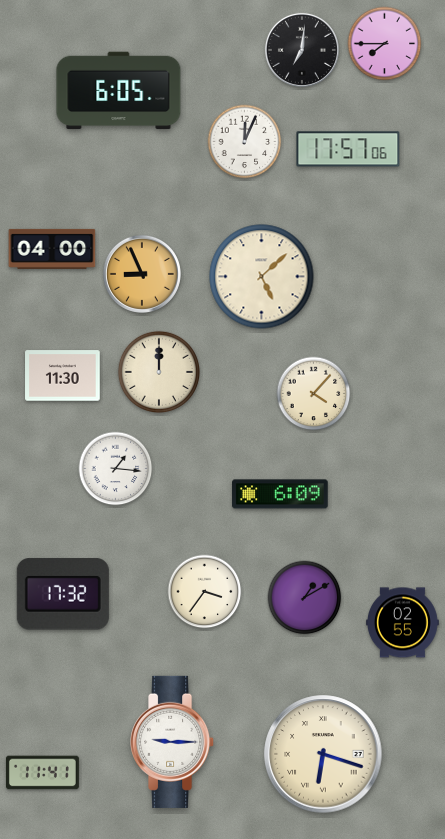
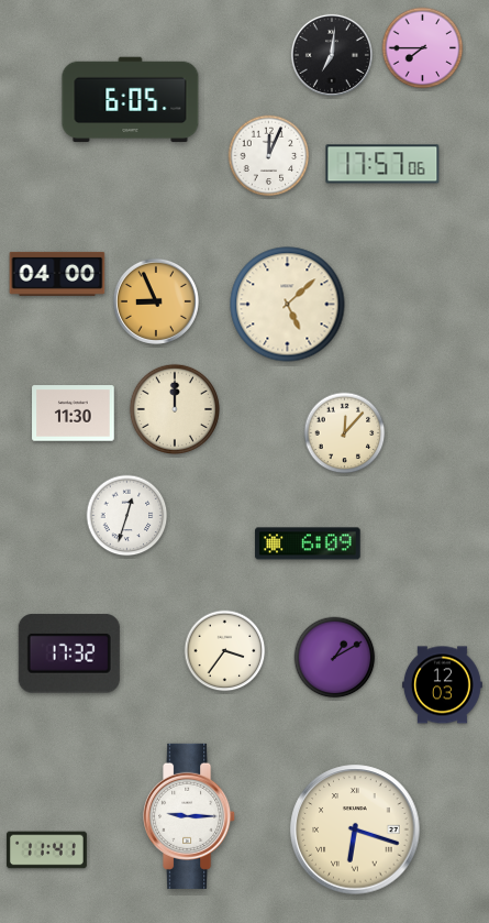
clock at (63, 376) position: (63, 376) -> (74, 414)
clock at (314, 394): 4:07 -> 12:07
clock at (116, 469): 1:16 -> 12:33
clock at (402, 623): 02:55 -> 12:03
